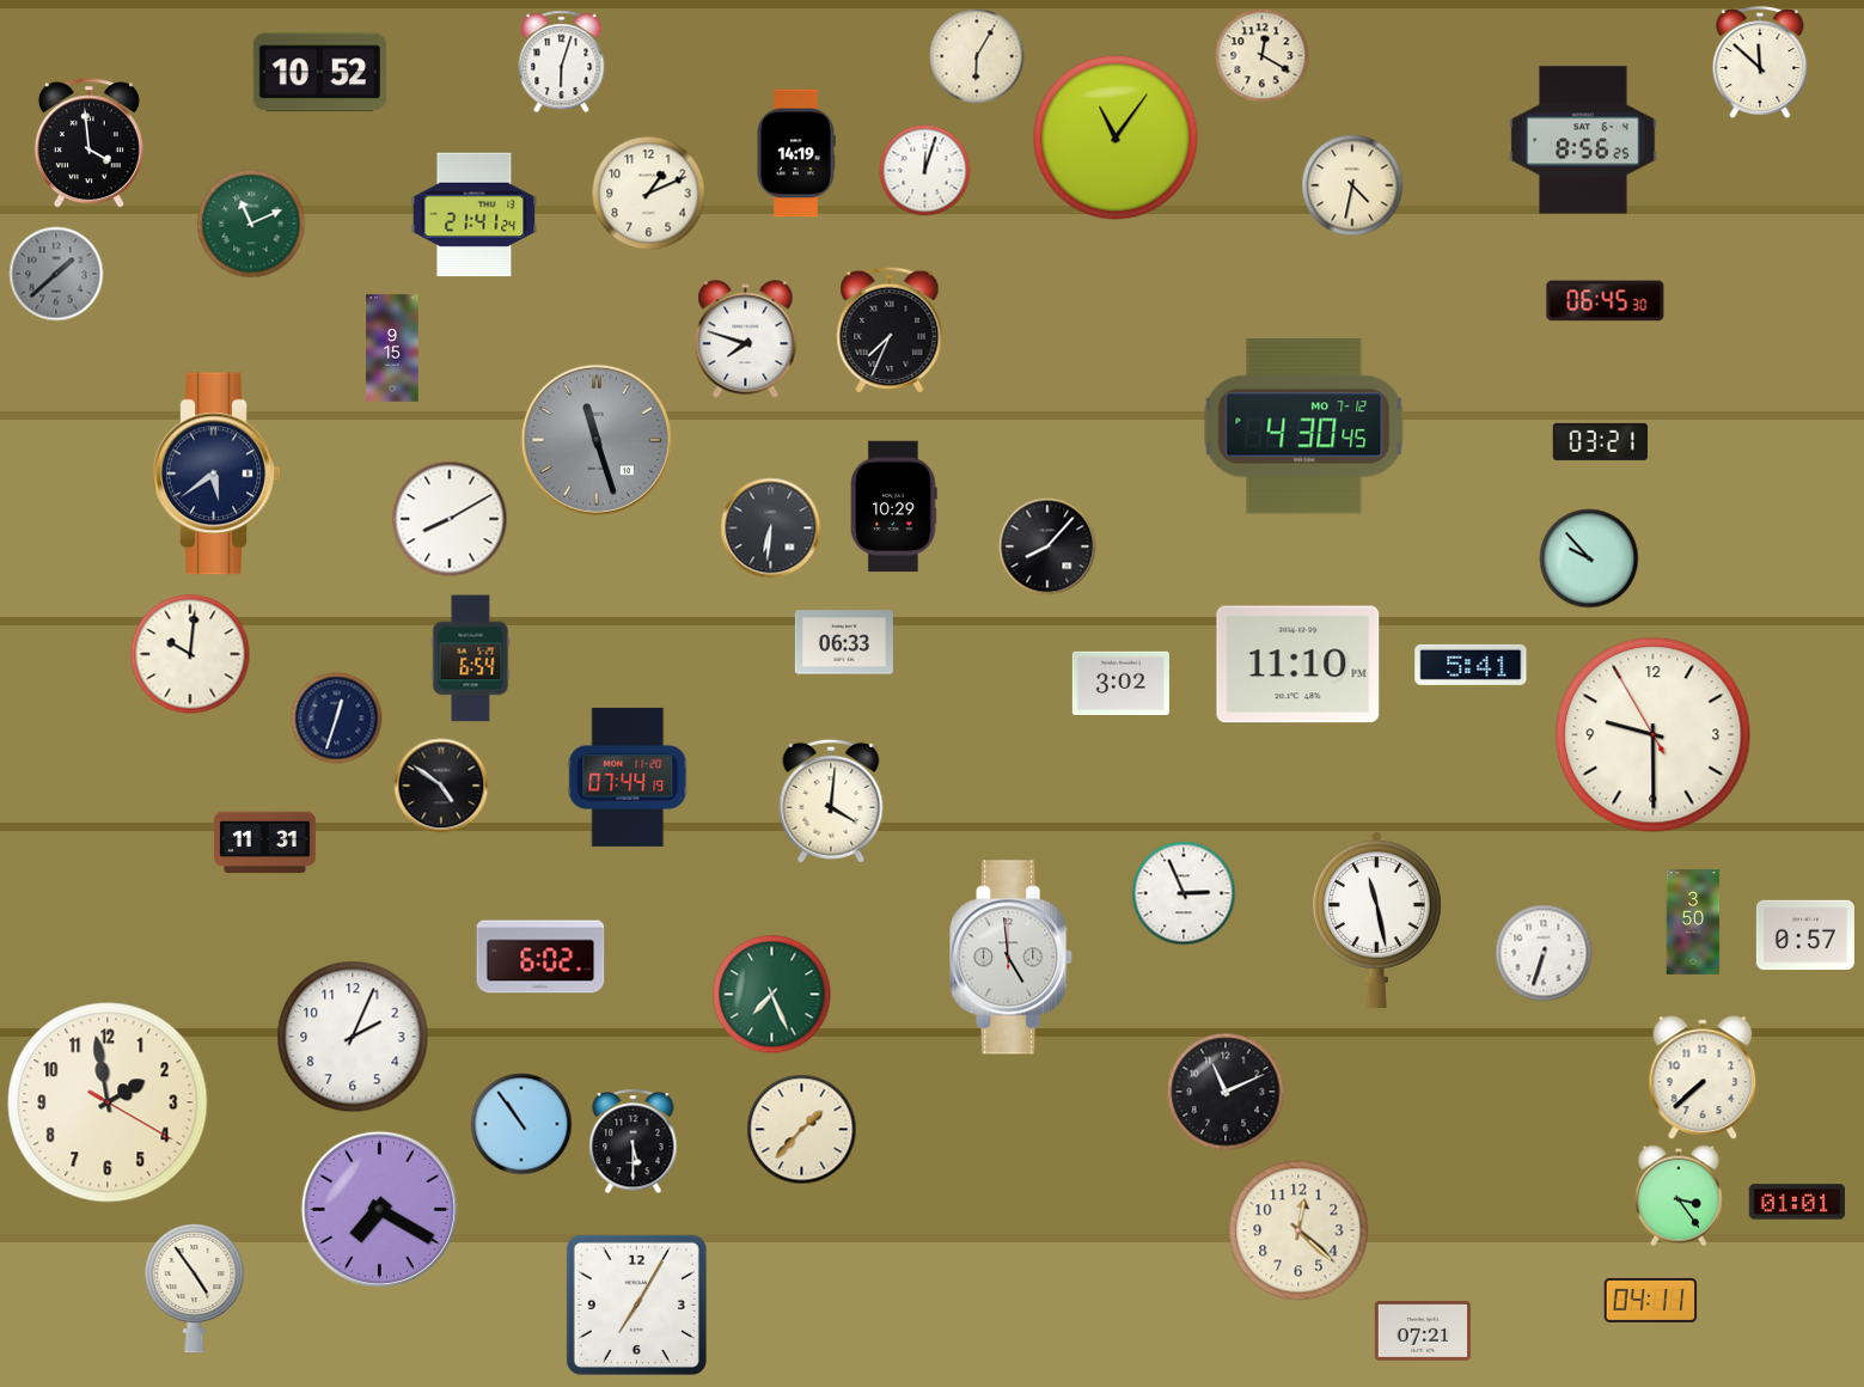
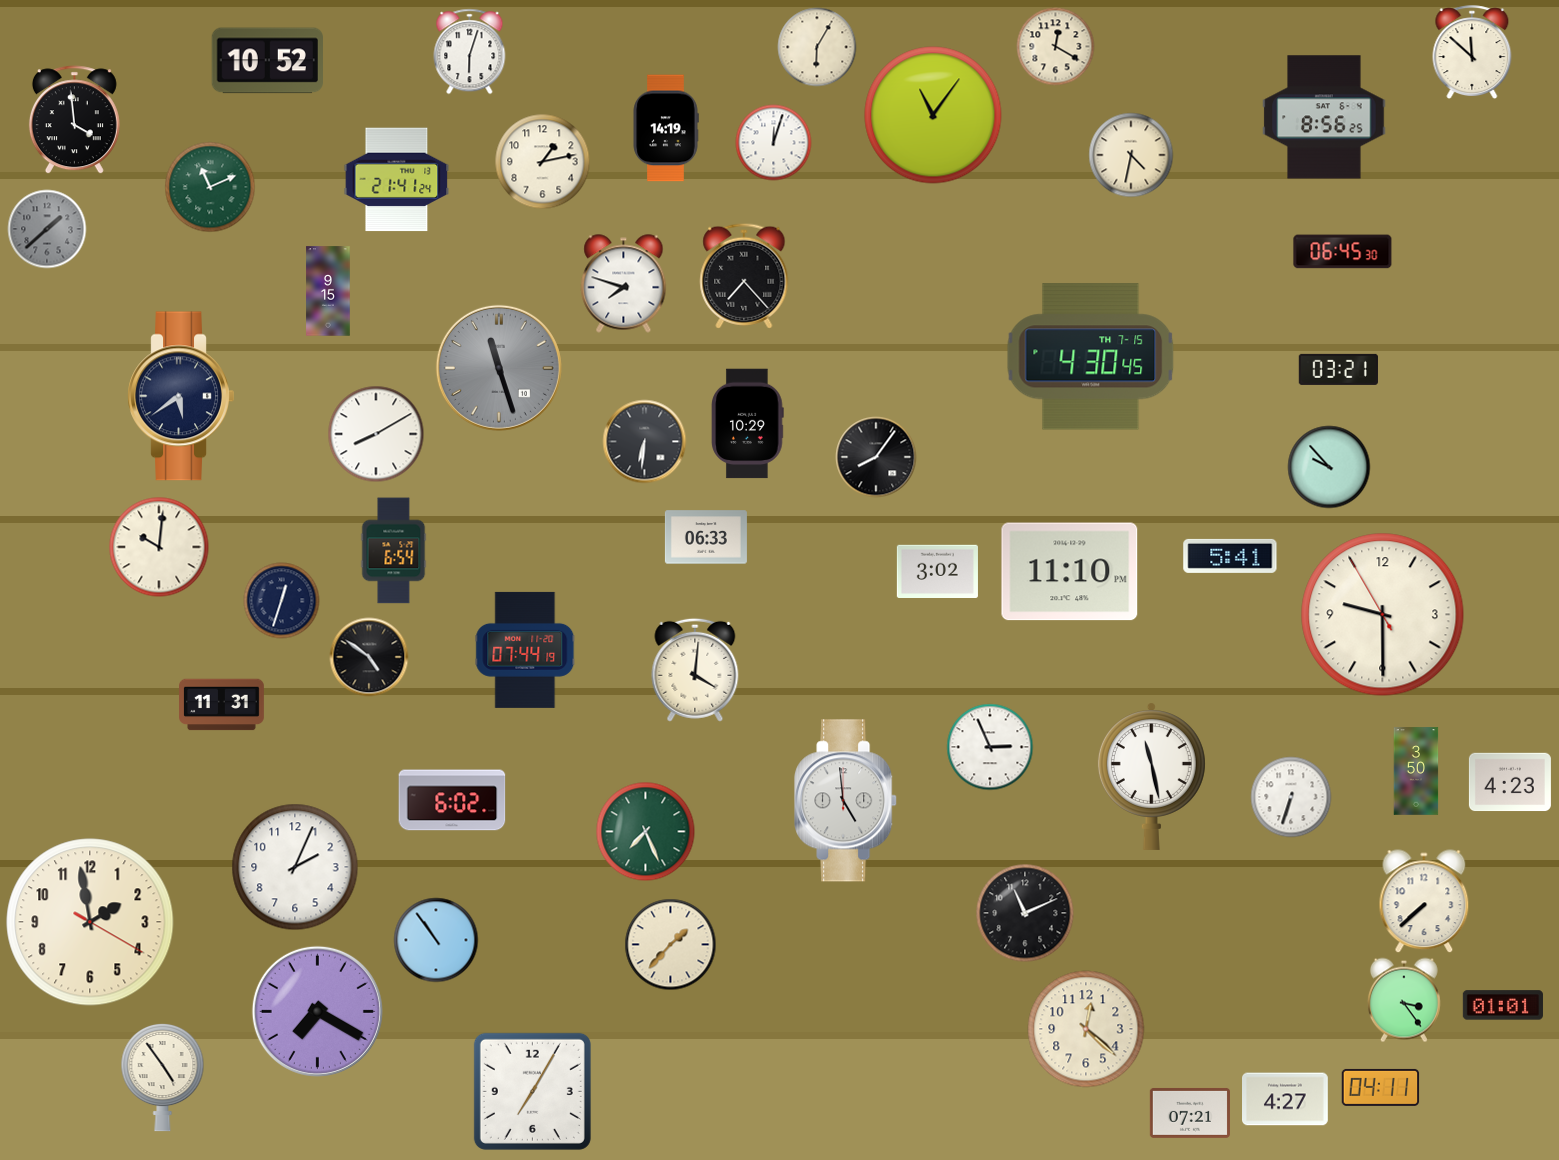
clock at (649, 194): 1:11 -> 1:13
clock at (890, 330): 7:34 -> 7:23
clock at (1304, 427) date: MO 7-12 -> TH 7-15
clock at (1047, 546): 8:07 -> 8:06
clock at (1298, 665) position: (1298, 665) -> (1070, 572)
clock at (1376, 919) position: (1376, 919) -> (1151, 776)
clock at (1805, 935): 0:57 -> 4:23
clock at (634, 1142): 5:30 -> none
clock at (1286, 1099): none -> 4:27
